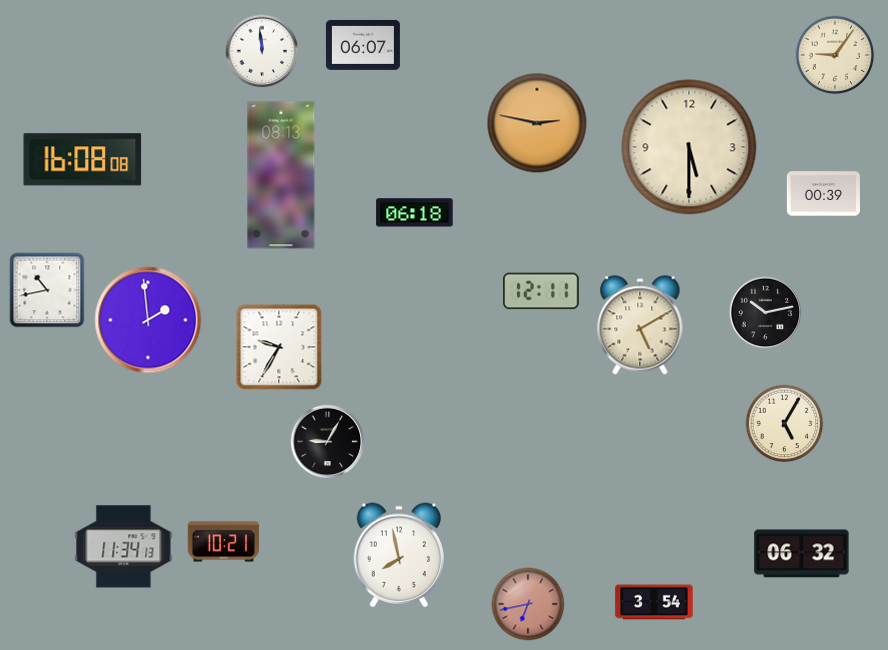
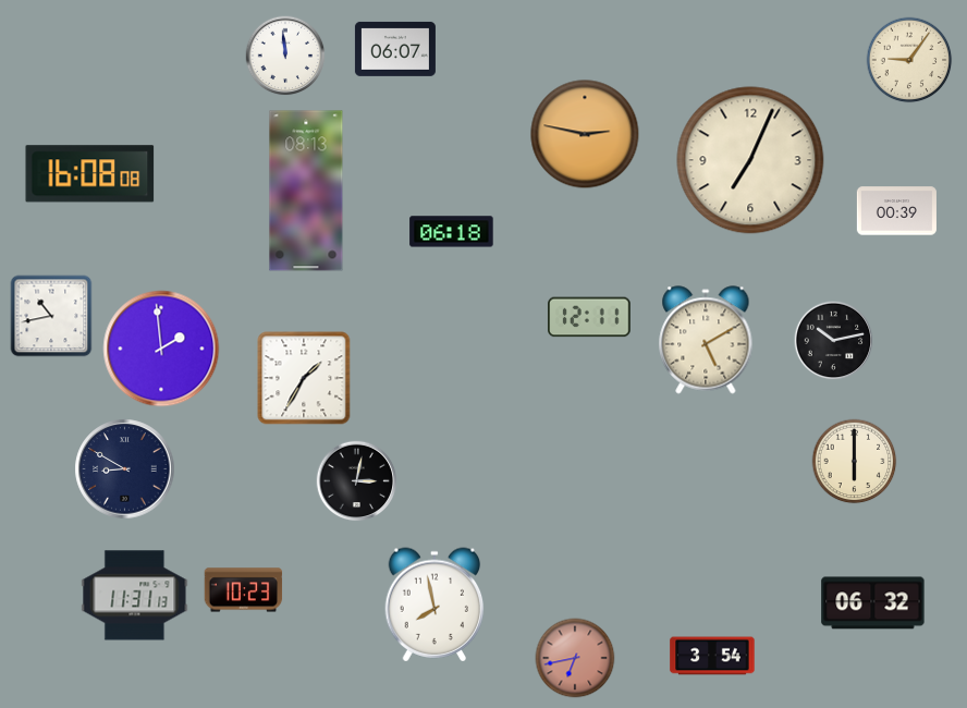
clock at (689, 147): 5:30 -> 7:04
clock at (640, 325) position: (640, 325) -> (706, 340)
clock at (279, 347): 9:35 -> 1:35
clock at (785, 424): 5:05 -> 6:00
clock at (125, 469): none -> 8:50
clock at (328, 442): 9:05 -> 3:02
clock at (224, 542): 10:21 -> 10:23
clock at (124, 547): 11:34 -> 11:31
